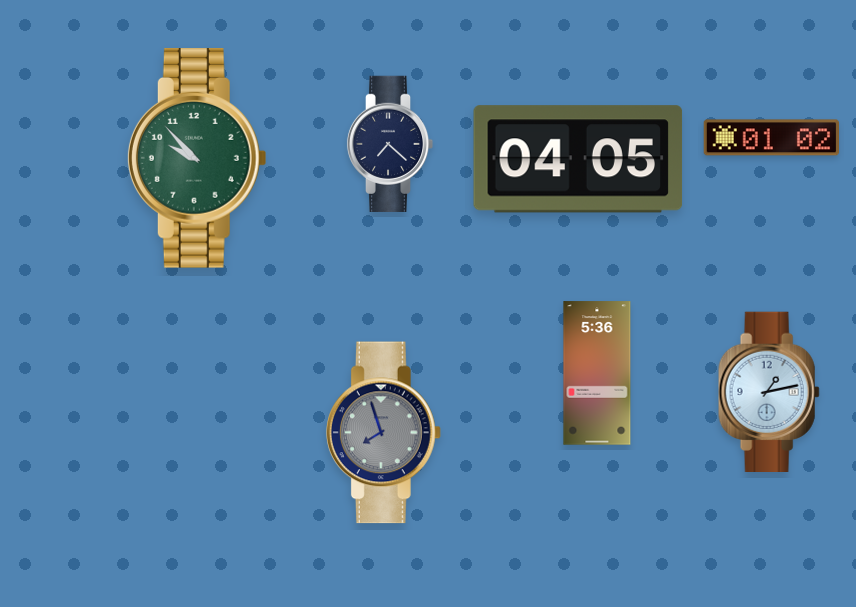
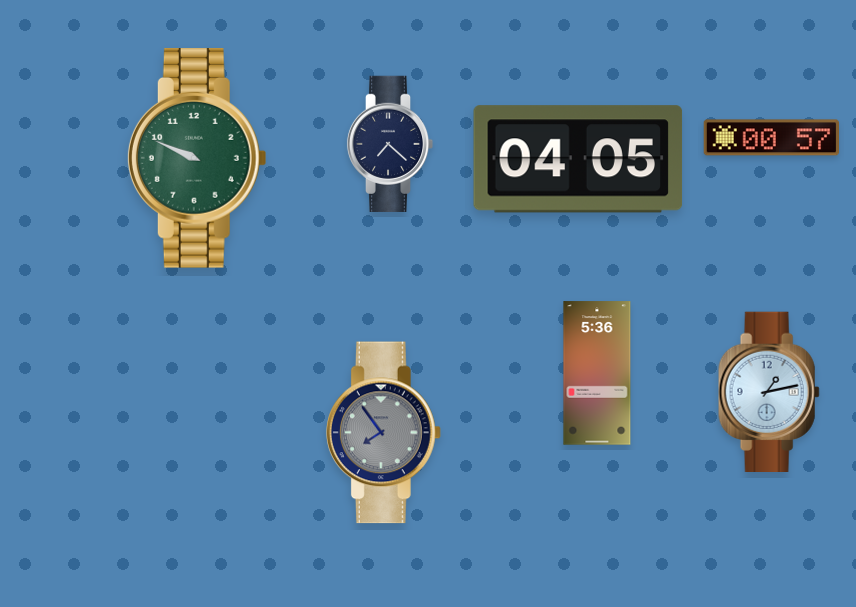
clock at (771, 138): 01:02 -> 00:57
clock at (197, 159): 9:53 -> 9:49
clock at (383, 433): 7:57 -> 7:54
